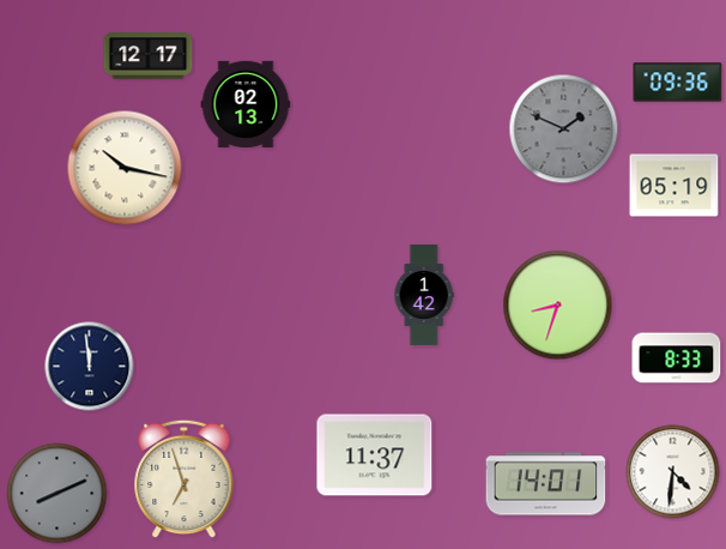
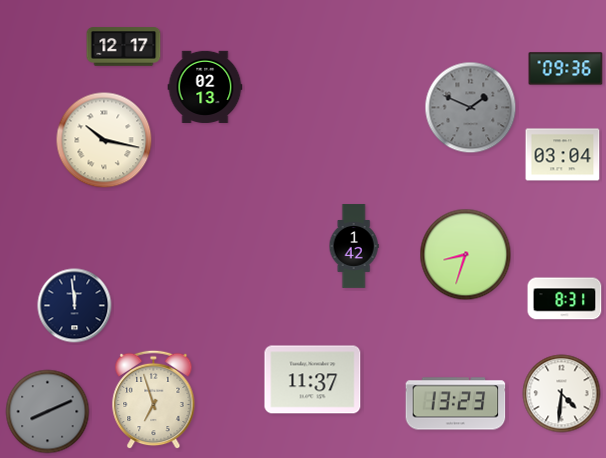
clock at (674, 186): 05:19 -> 03:04
clock at (677, 358): 8:33 -> 8:31
clock at (546, 484): 14:01 -> 13:23
